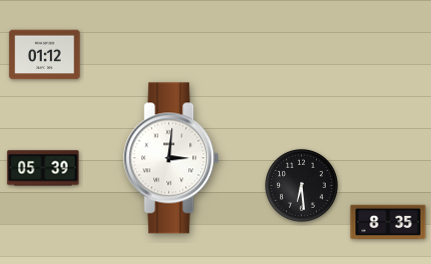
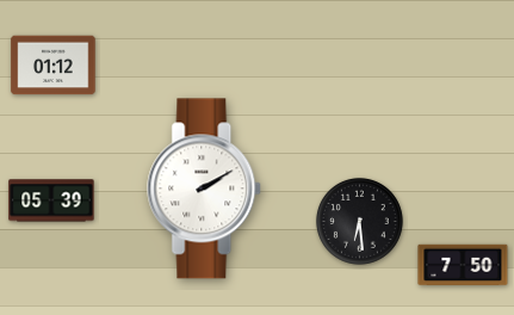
clock at (172, 158): 3:01 -> 2:10
clock at (388, 222): 8:35 -> 7:50
